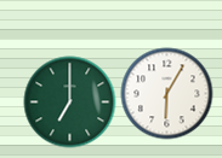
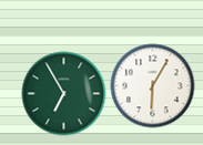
clock at (70, 103): 7:00 -> 6:55
